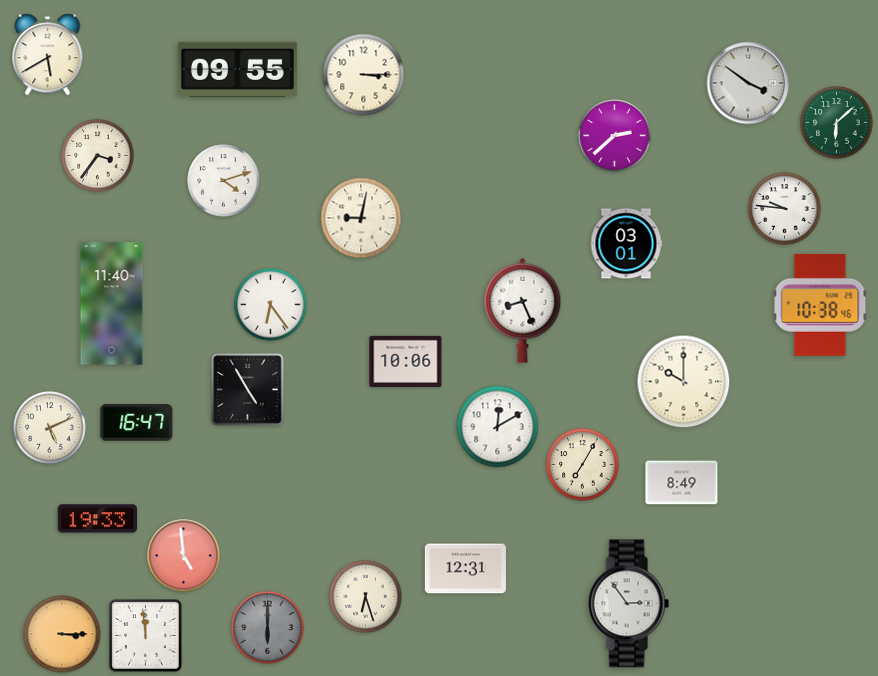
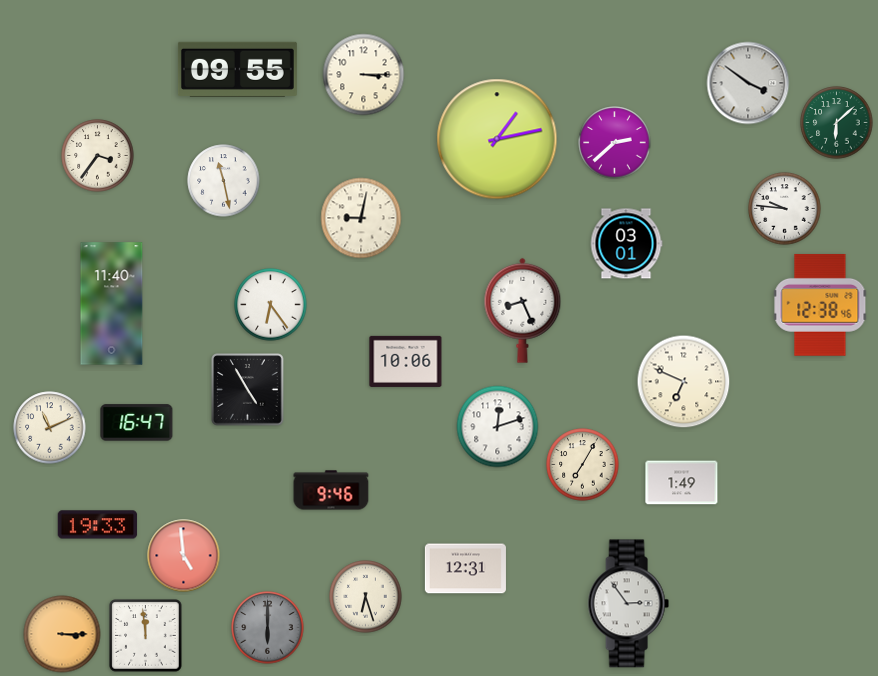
clock at (48, 55): 5:40 -> none
clock at (615, 136) position: (615, 136) -> (615, 143)
clock at (497, 139): none -> 1:13
clock at (224, 181): 4:12 -> 11:28
clock at (820, 305): 10:38 -> 12:38
clock at (684, 382): 10:00 -> 6:49
clock at (498, 427): 12:10 -> 12:12
clock at (50, 428): 5:11 -> 11:11
clock at (682, 483): 8:49 -> 1:49
clock at (331, 490): none -> 9:46
clock at (98, 519) position: (98, 519) -> (98, 525)
